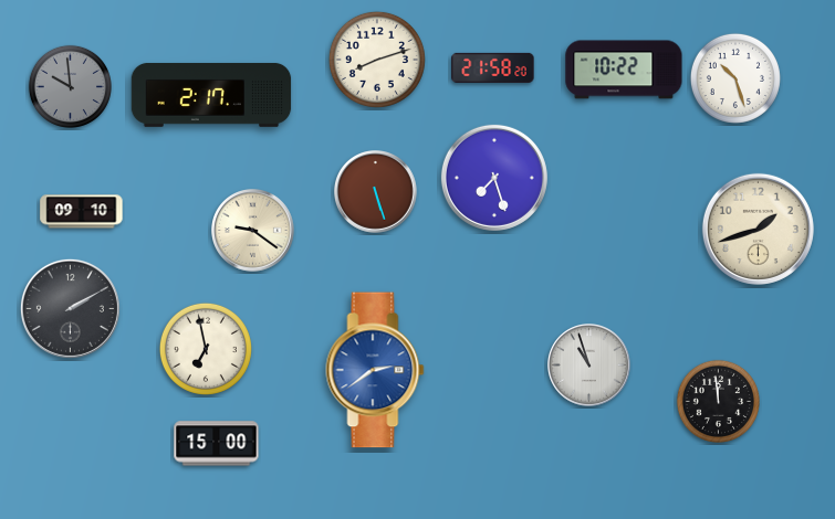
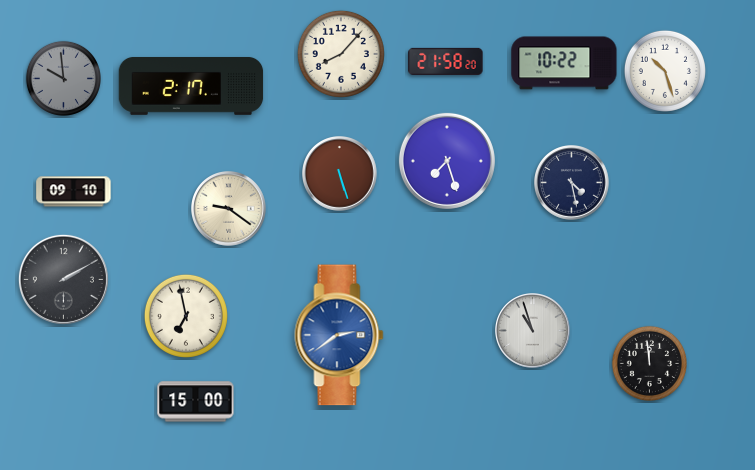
clock at (377, 60): 8:12 -> 8:07
clock at (572, 183): none -> 4:28
clock at (758, 229): 1:42 -> none
